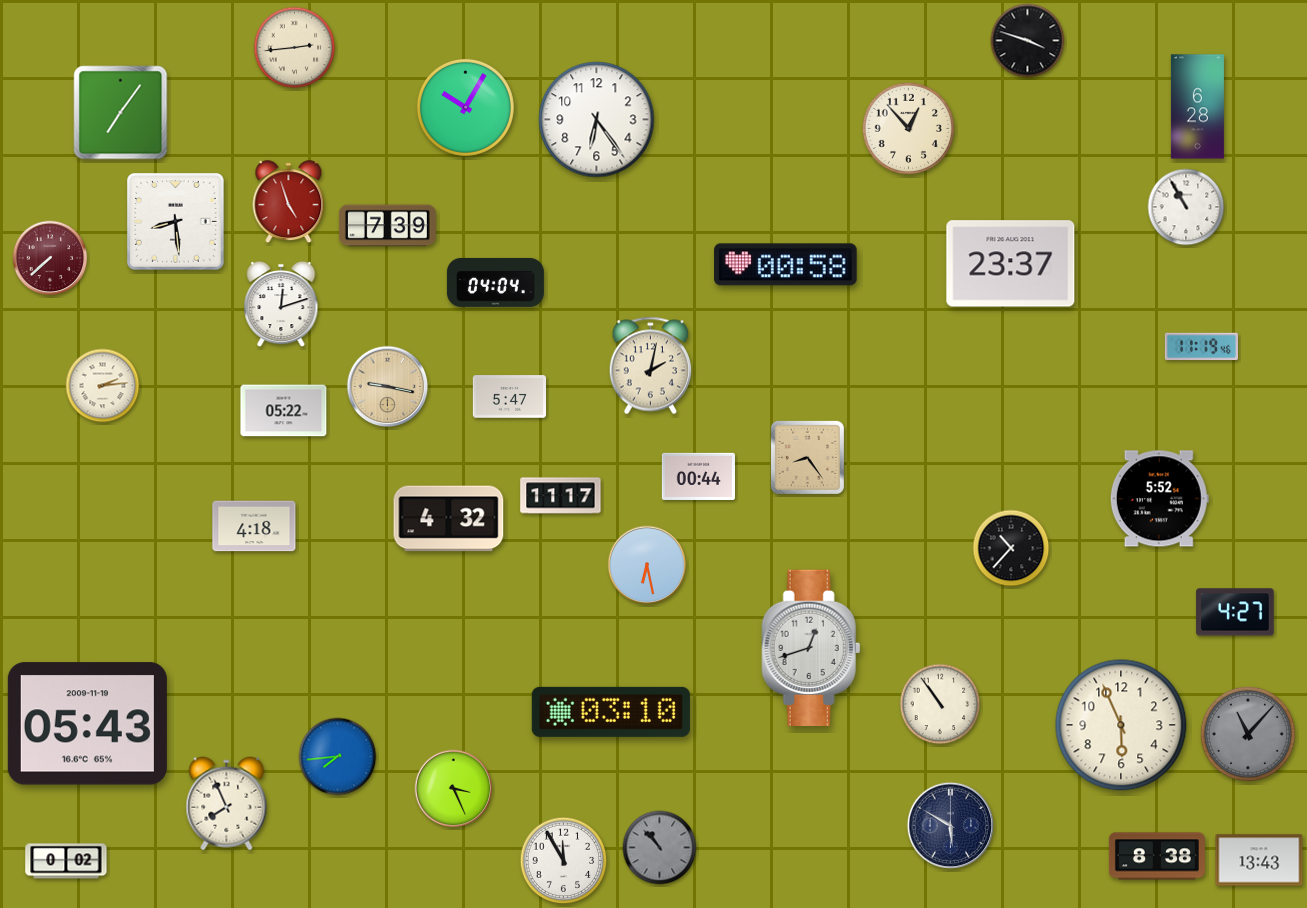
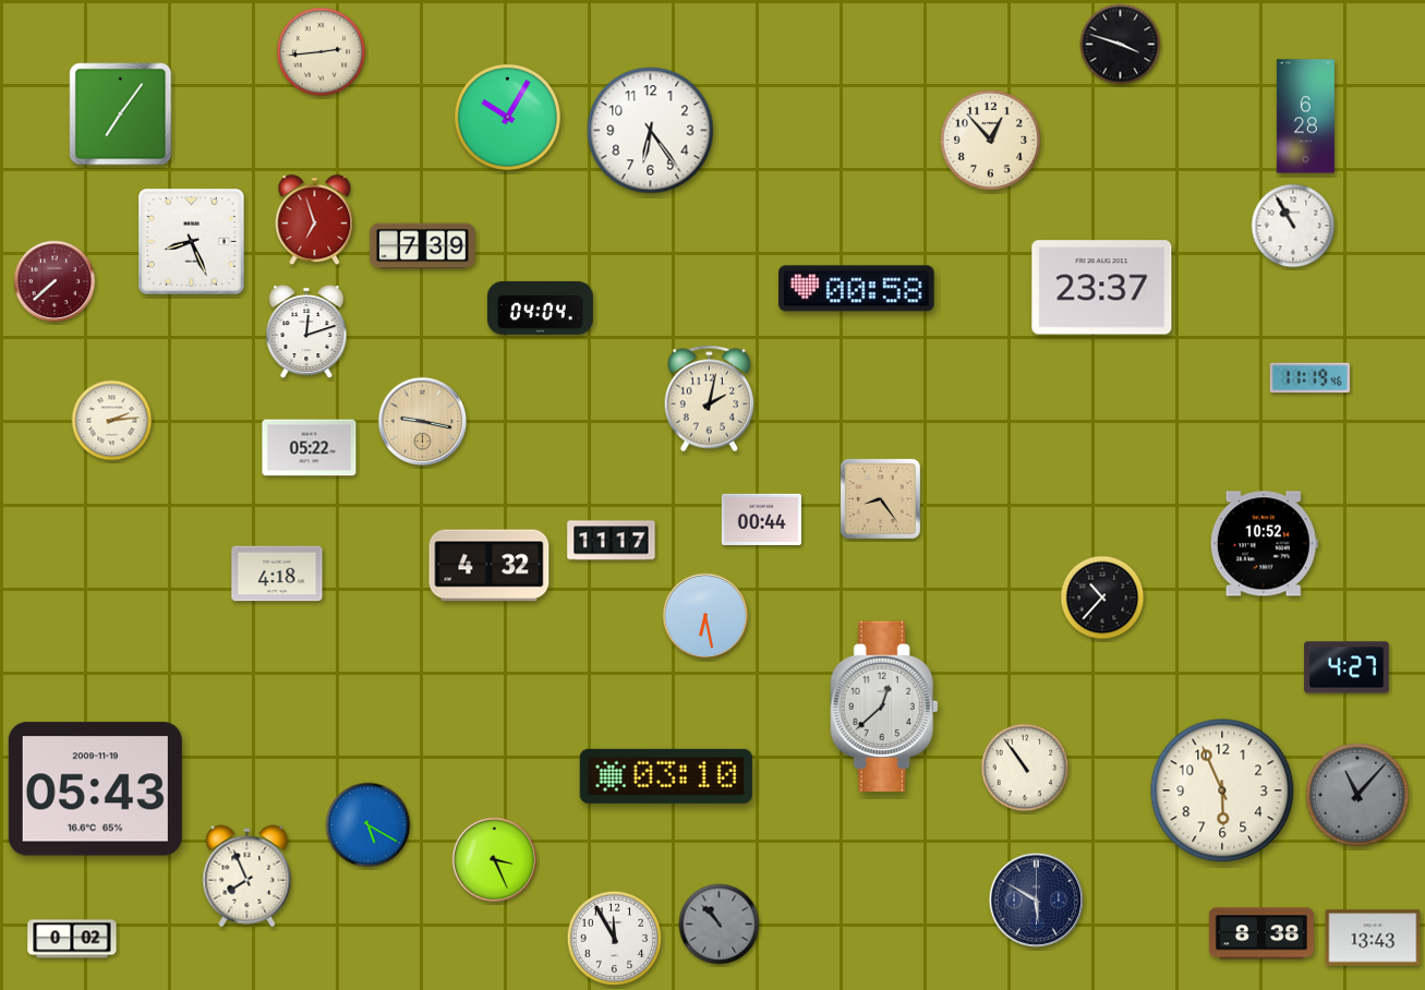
clock at (121, 113) position: (121, 113) -> (121, 114)
clock at (289, 202): 4:57 -> 6:57
clock at (176, 222): 8:29 -> 8:26
clock at (509, 397): 5:47 -> none
clock at (1159, 499): 5:52 -> 10:52
clock at (811, 648): 12:42 -> 12:38
clock at (1248, 734) position: (1248, 734) -> (1357, 795)
clock at (338, 757): 7:44 -> 5:20
